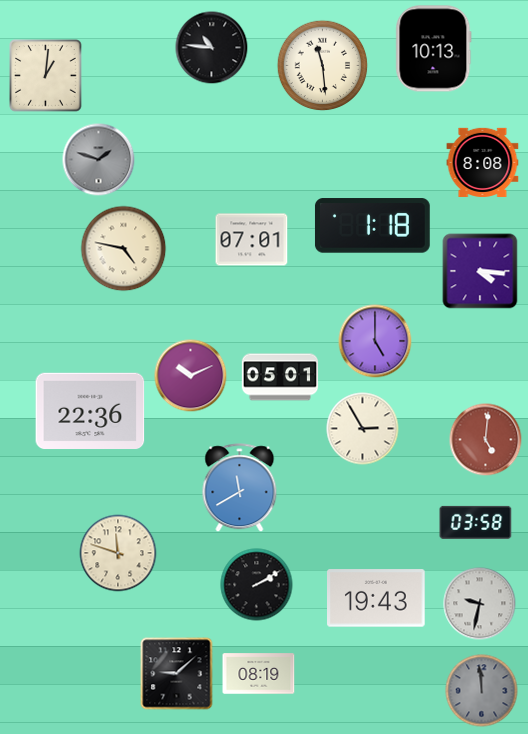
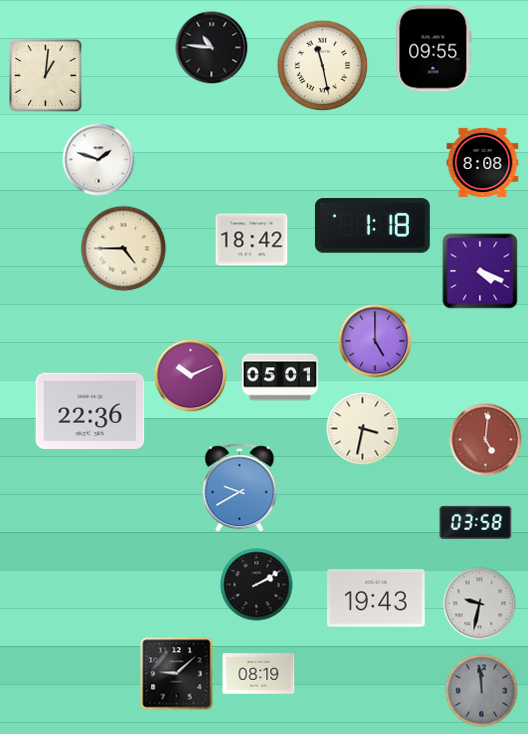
clock at (434, 49): 10:13 -> 09:55
clock at (323, 66): 11:29 -> 11:28
clock at (99, 160) dial: grey -> white
clock at (252, 240): 07:01 -> 18:42
clock at (124, 249): 4:47 -> 4:45
clock at (480, 271): 4:16 -> 4:19
clock at (363, 429): 2:55 -> 3:32
clock at (240, 488): 11:40 -> 9:40
clock at (118, 553): 11:48 -> none
